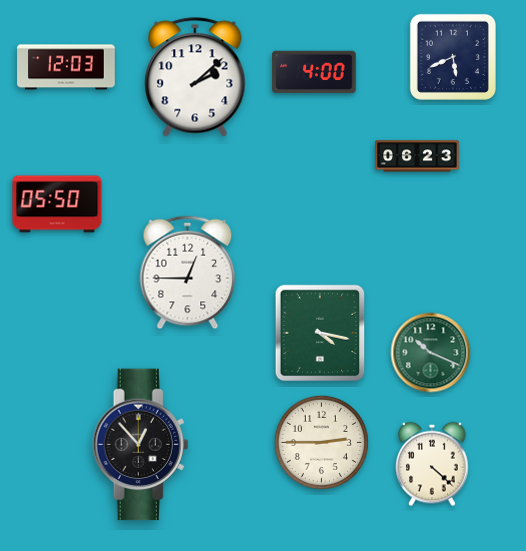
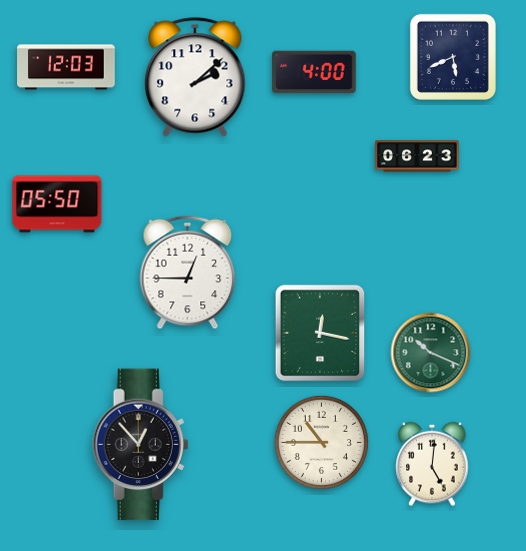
clock at (320, 333): 4:17 -> 12:17
clock at (321, 442): 2:45 -> 10:45
clock at (432, 464): 4:22 -> 5:01
